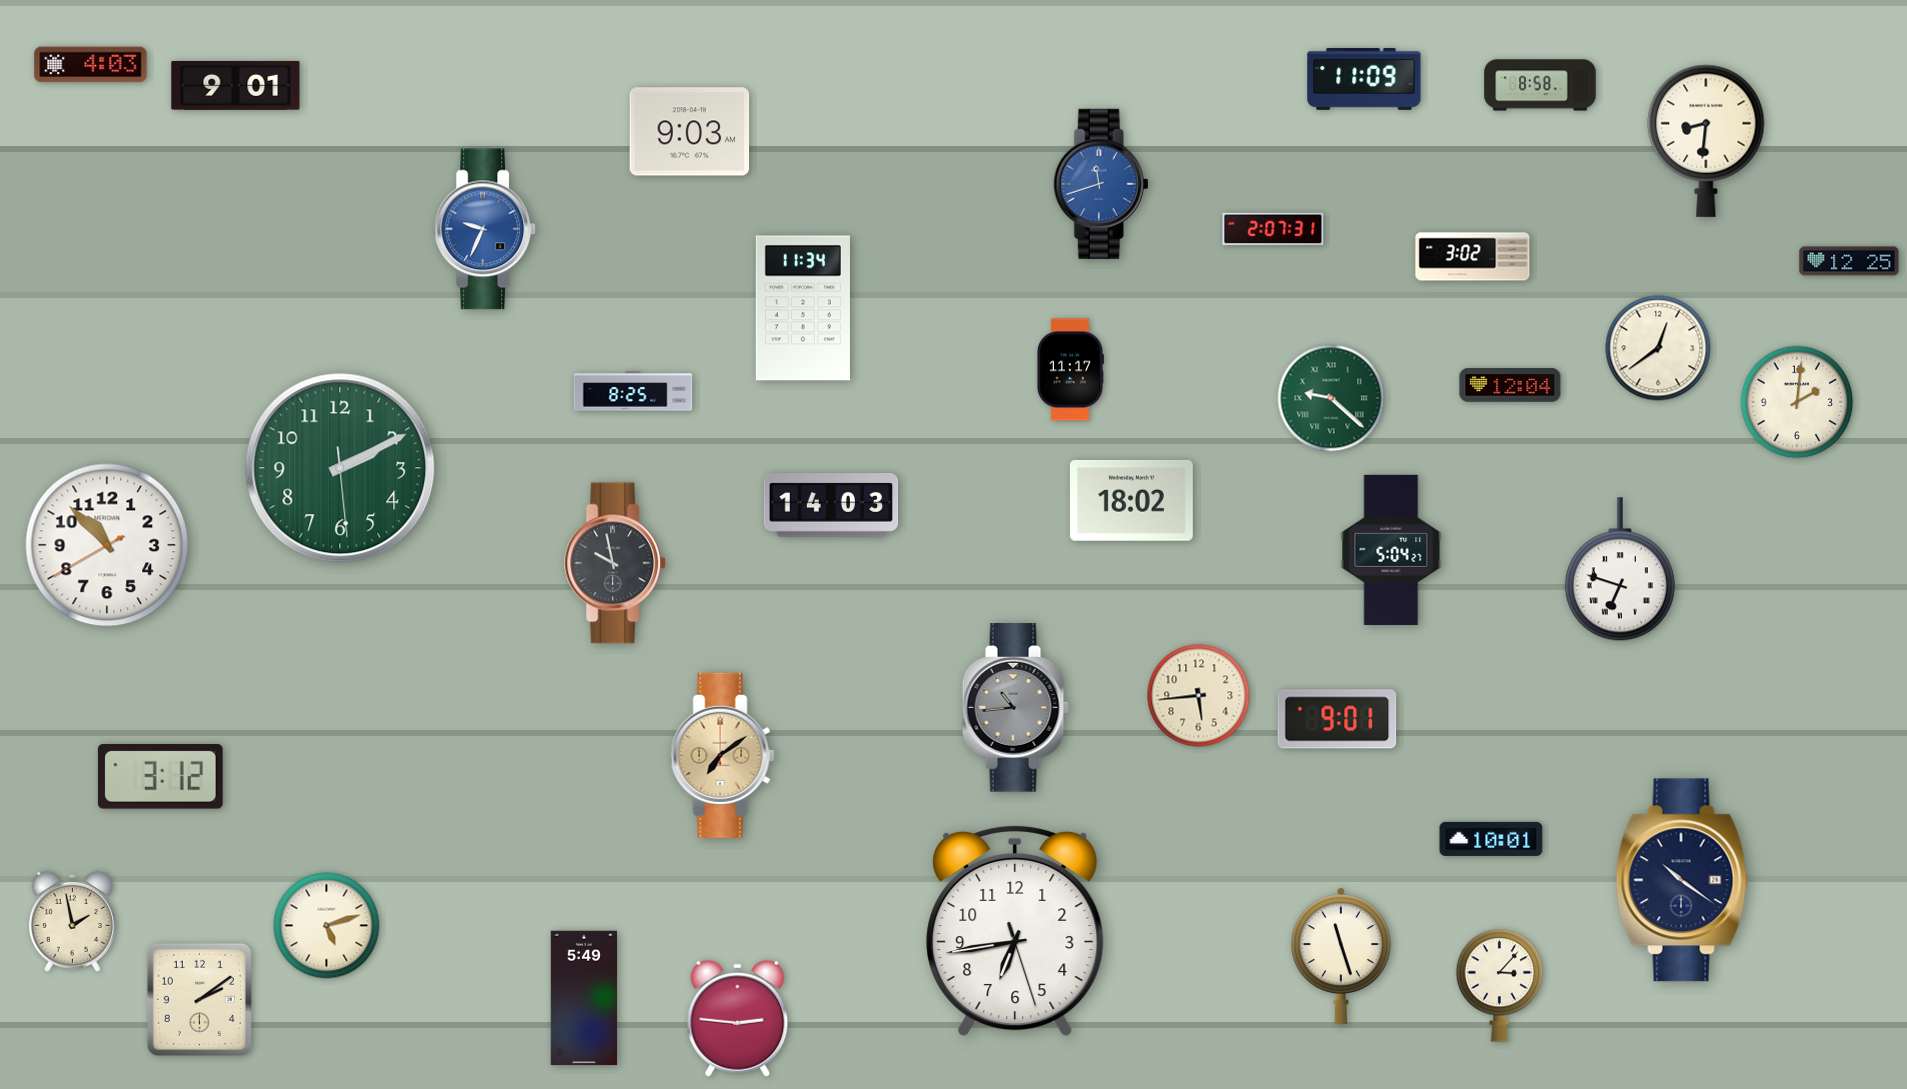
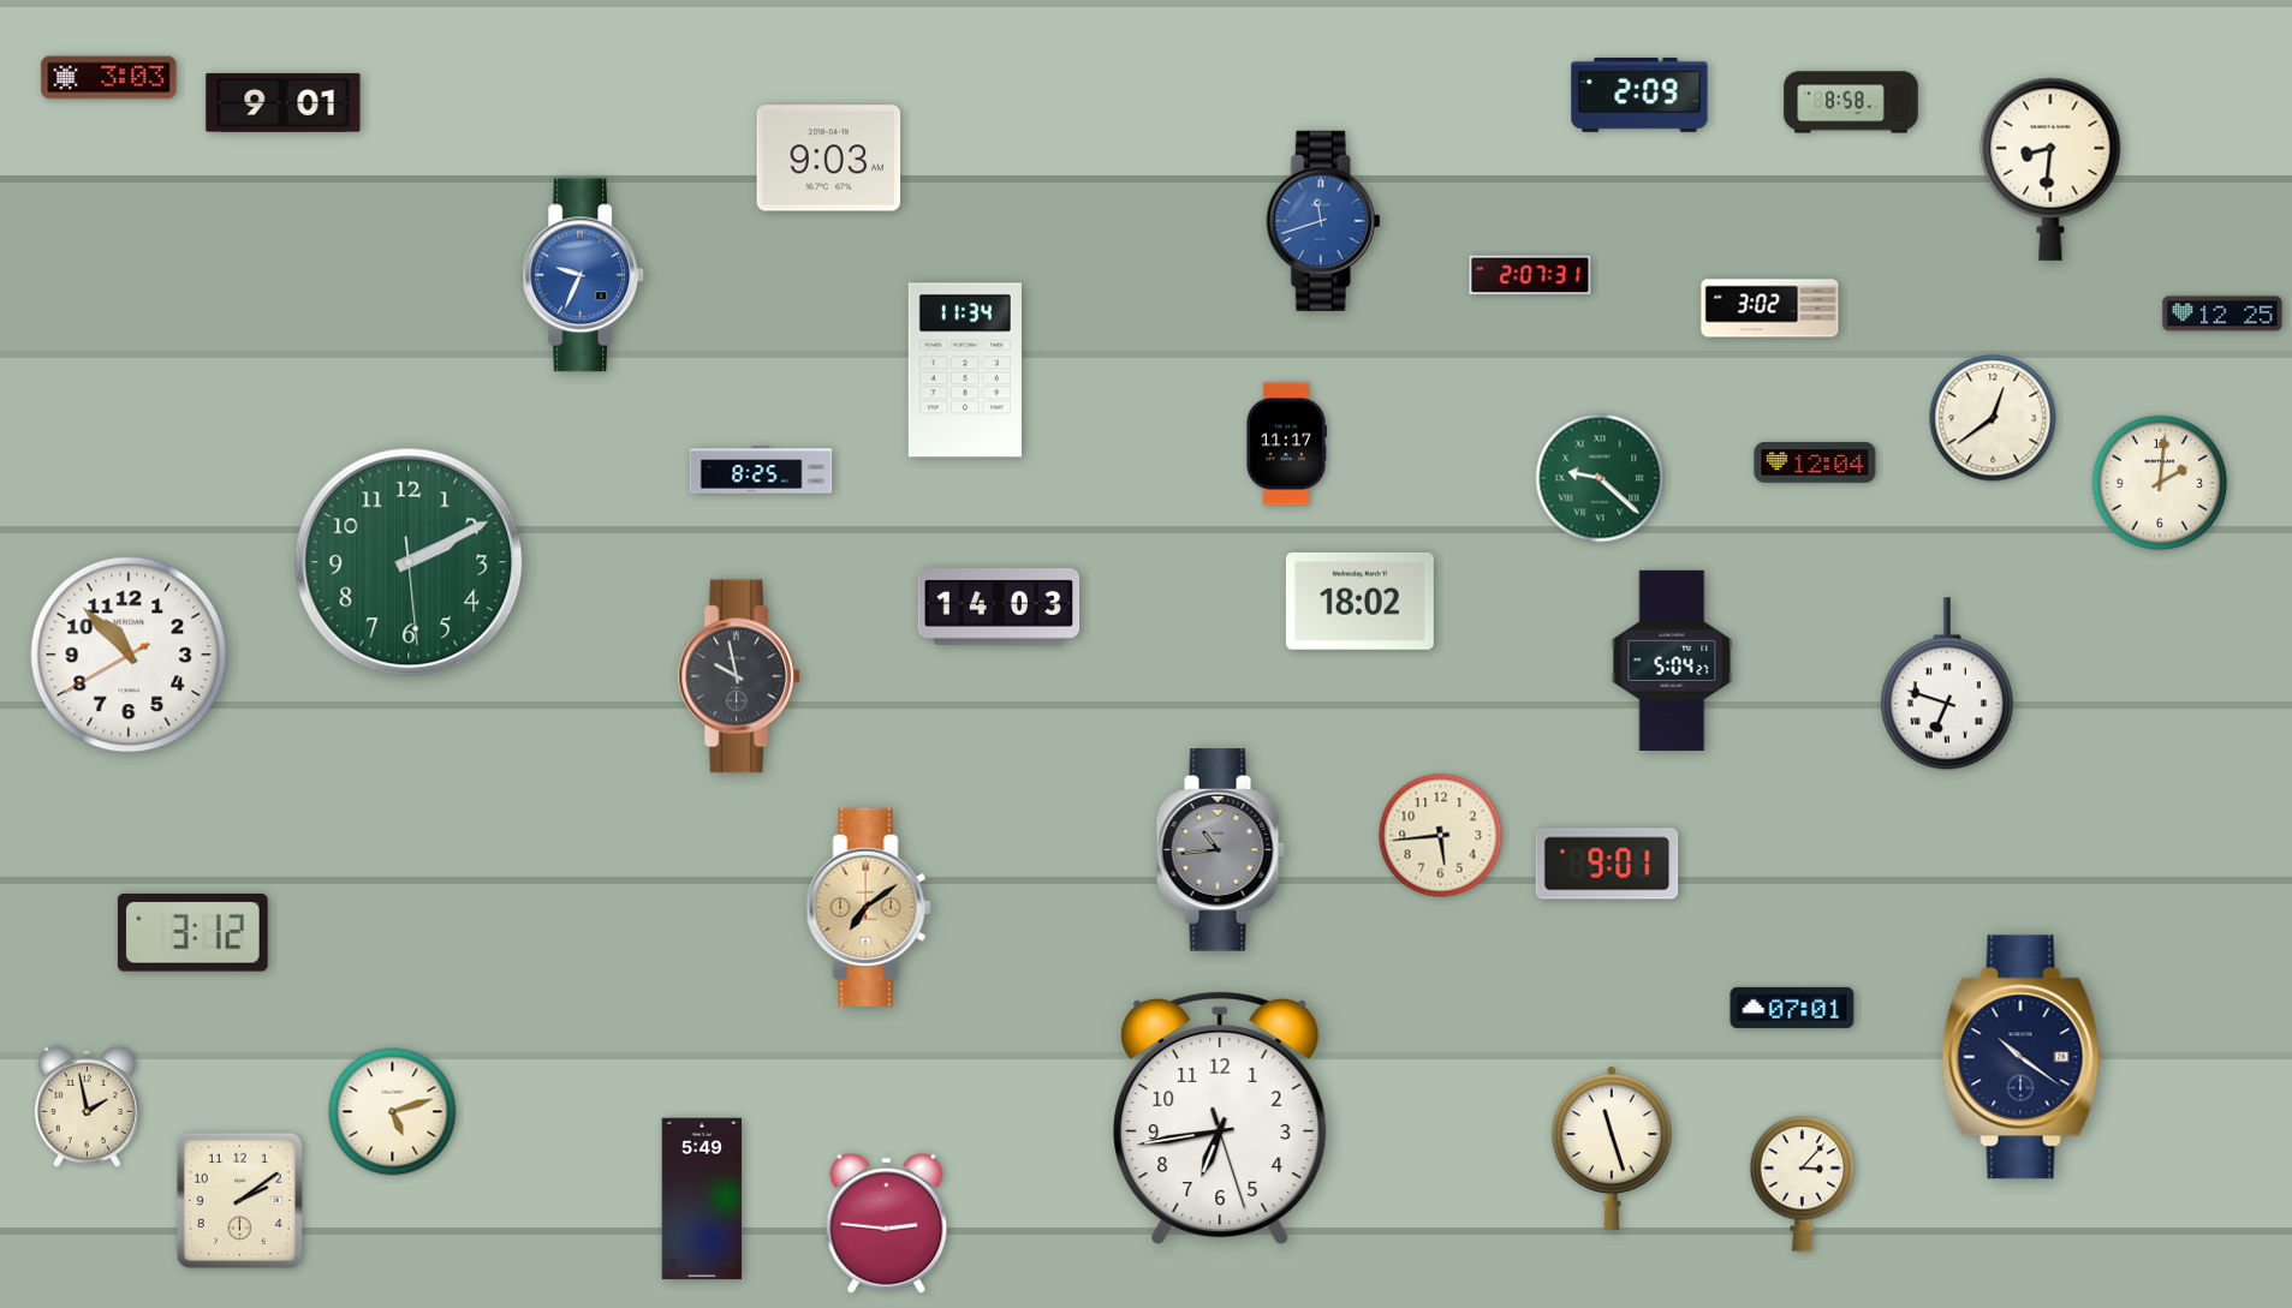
clock at (91, 65): 4:03 -> 3:03
clock at (1364, 79): 11:09 -> 2:09
clock at (1491, 839): 10:01 -> 07:01
